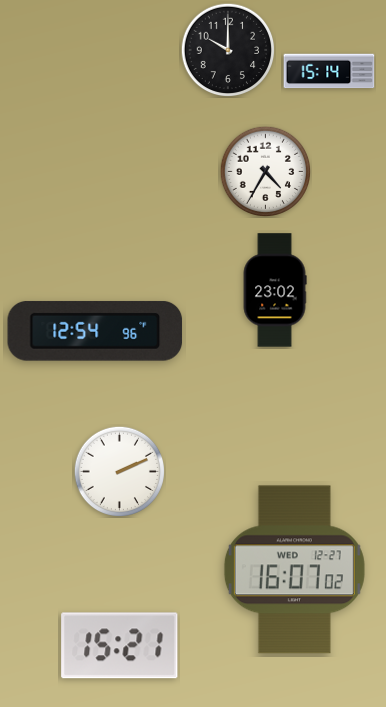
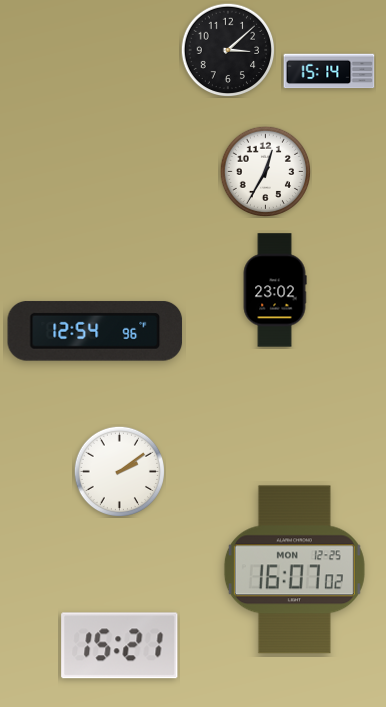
clock at (228, 50): 10:00 -> 3:08
clock at (265, 171): 4:35 -> 12:35
clock at (119, 471): 2:11 -> 2:09
clock at (294, 570) date: WED 12-27 -> MON 12-25
